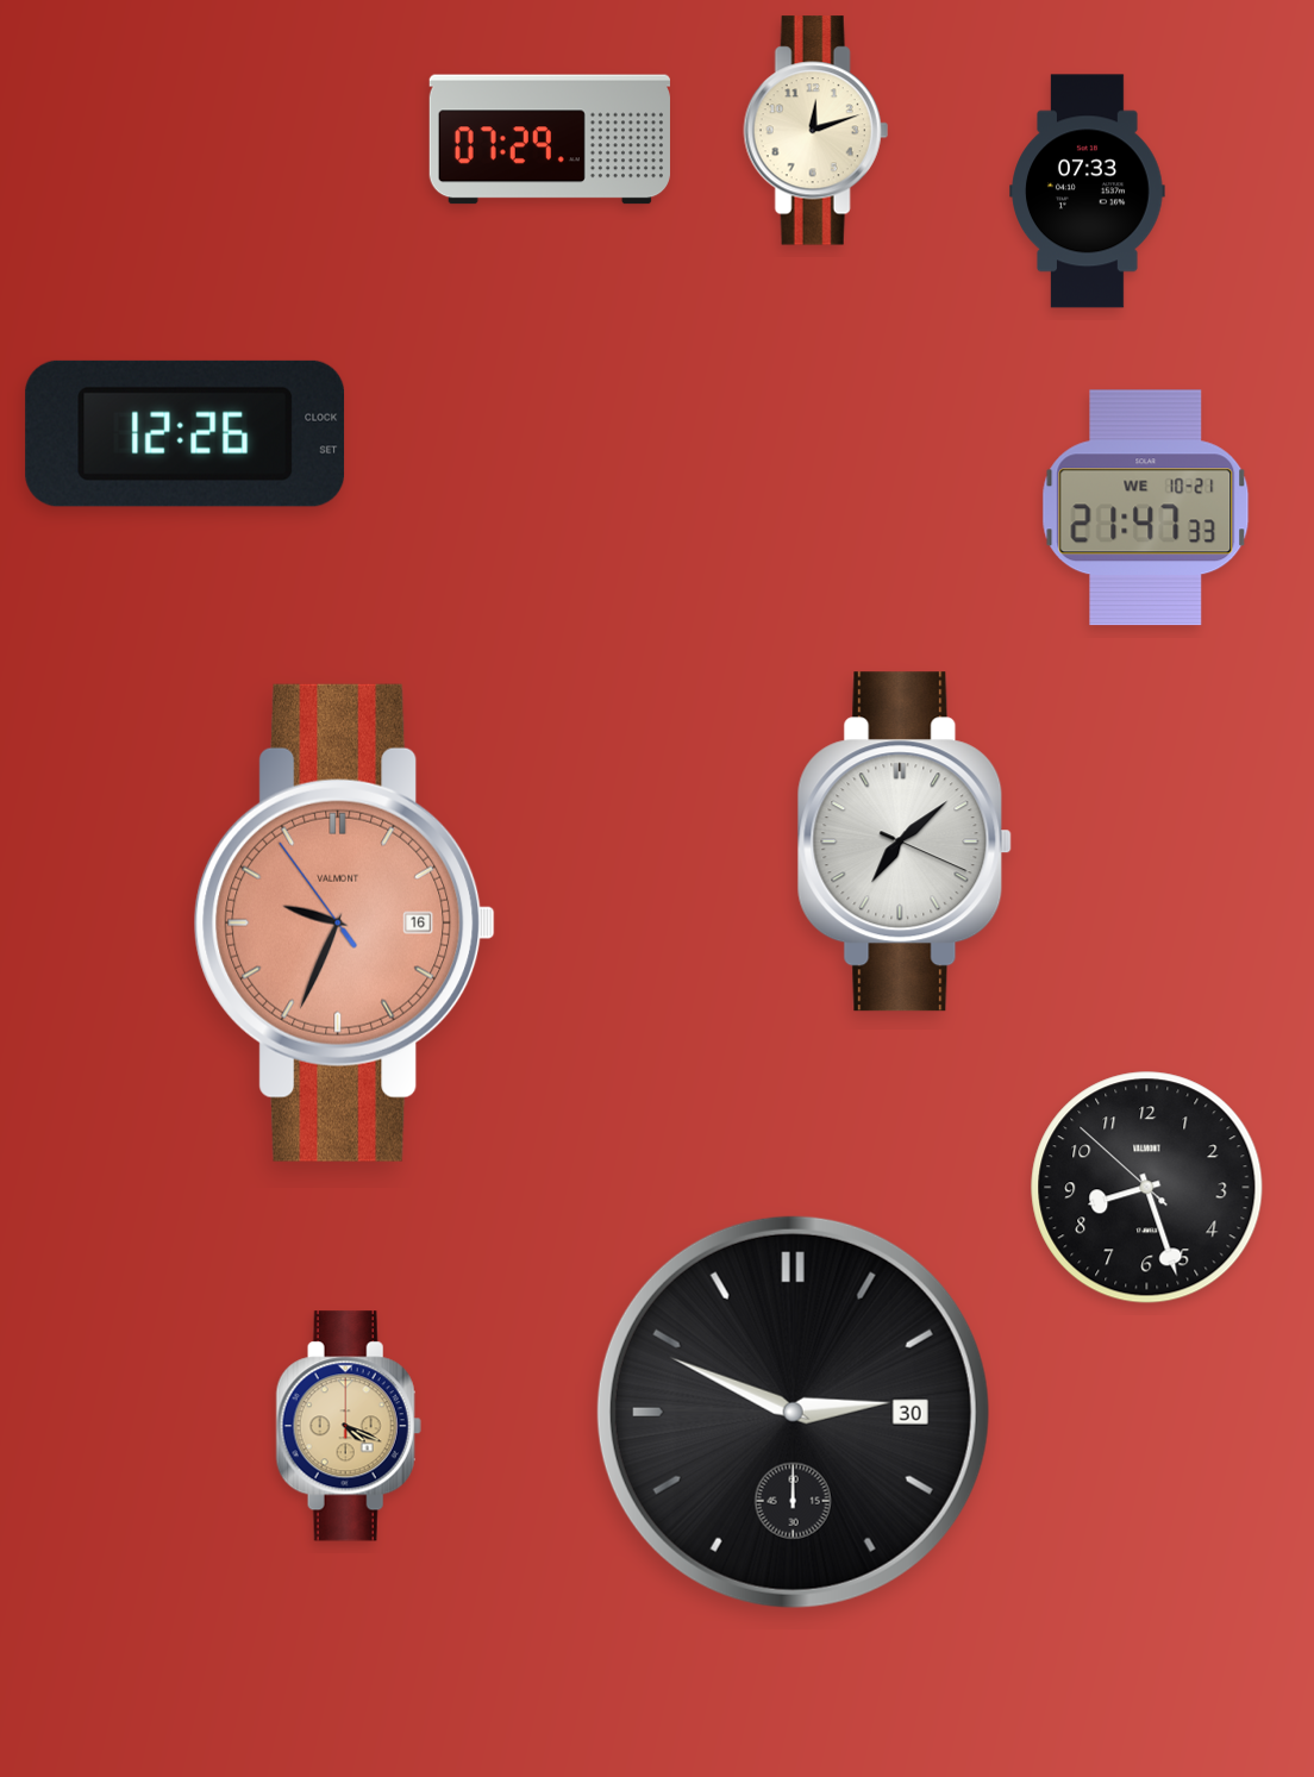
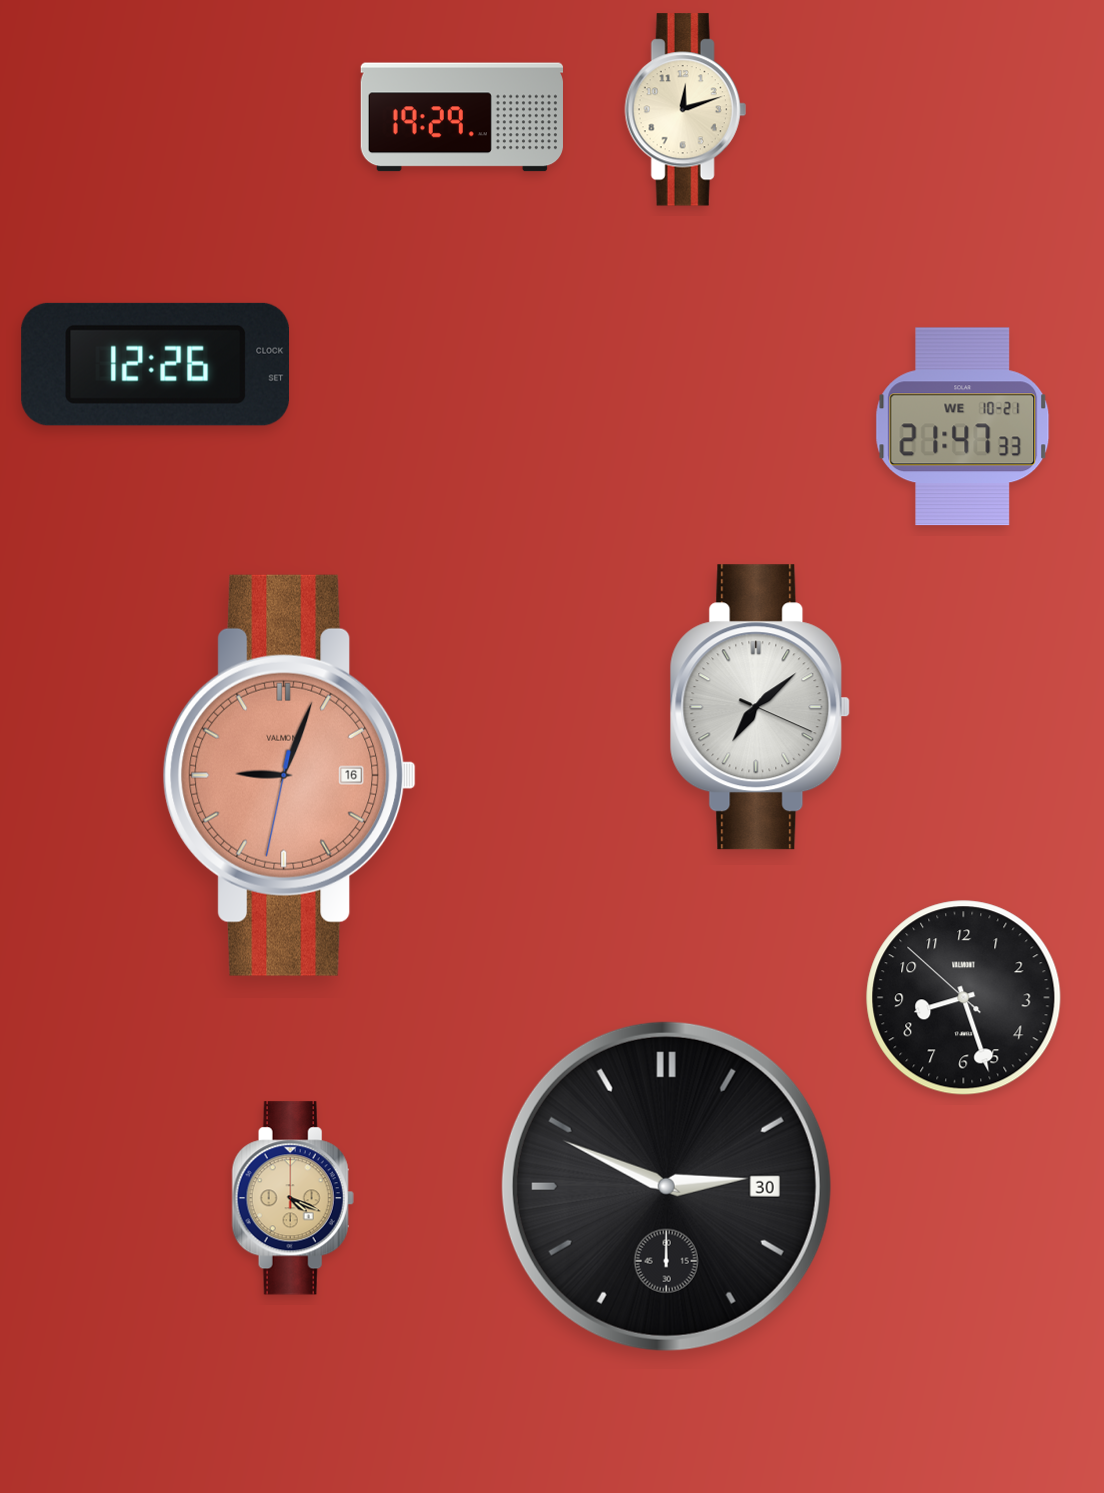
clock at (550, 139): 07:29 -> 19:29
clock at (1088, 192): 07:33 -> none
clock at (345, 922): 9:33 -> 9:03
